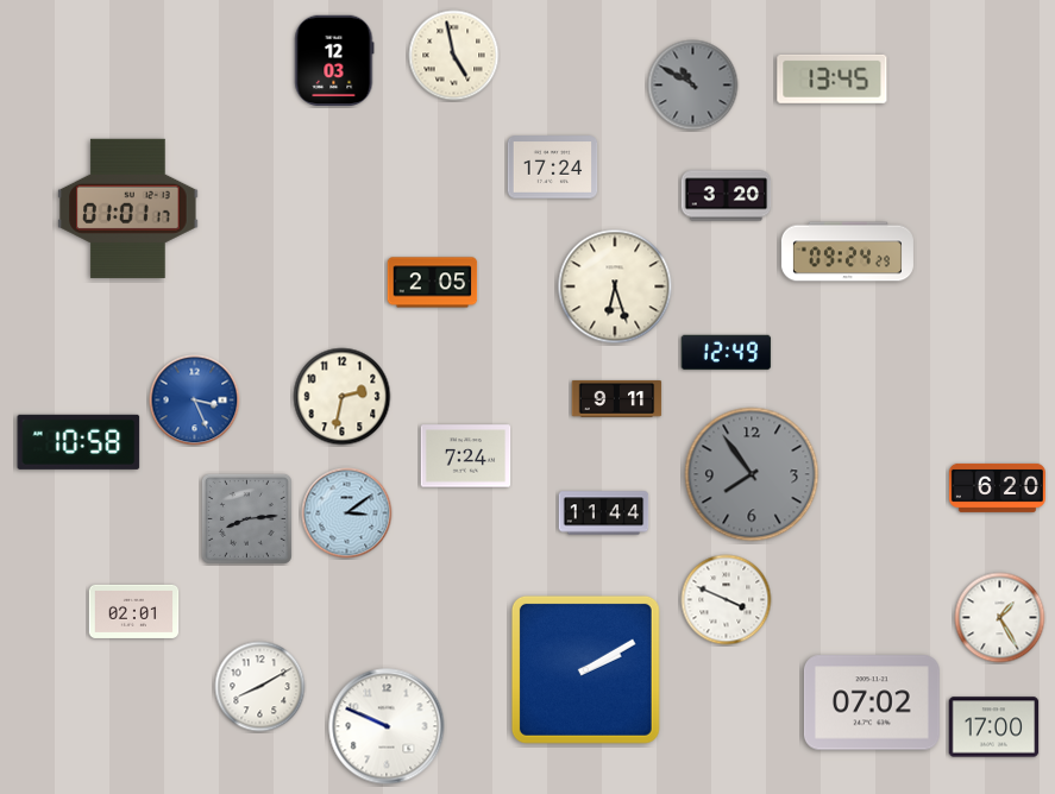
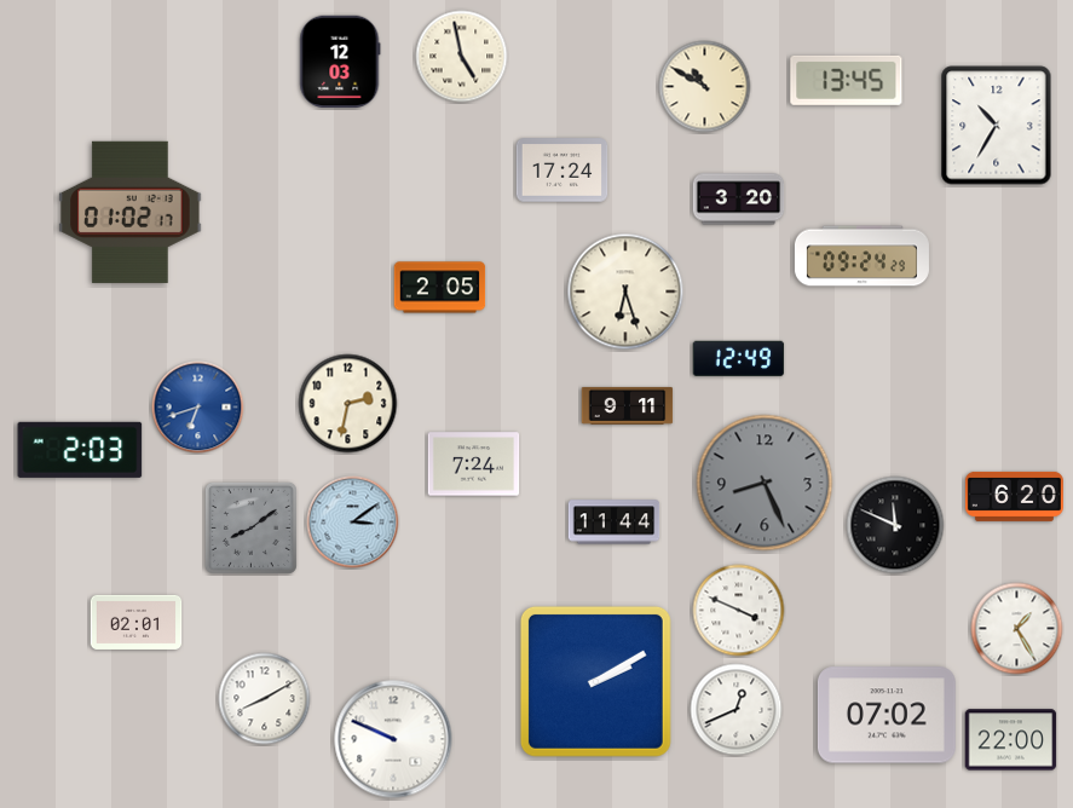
clock at (693, 86) dial: grey -> cream
clock at (997, 126): none -> 10:35
clock at (128, 208): 01:01 -> 01:02
clock at (195, 401): 3:26 -> 6:42
clock at (79, 442): 10:58 -> 2:03
clock at (752, 474): 7:54 -> 8:26
clock at (895, 525): none -> 11:49
clock at (246, 518): 8:14 -> 8:09
clock at (737, 710): none -> 12:41
clock at (994, 727): 17:00 -> 22:00
